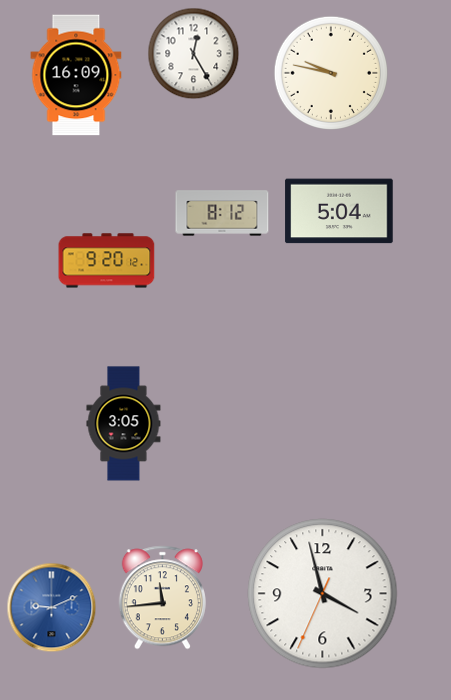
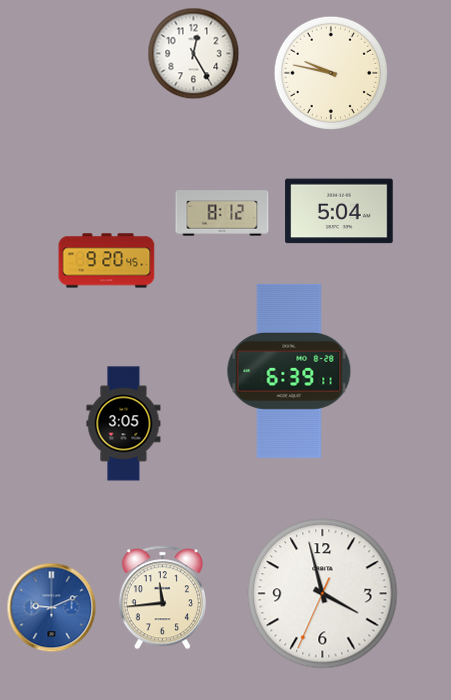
clock at (76, 75): 16:09 -> none
clock at (107, 261): 9:20:12 -> 9:20:45
clock at (289, 371): none -> 6:39
